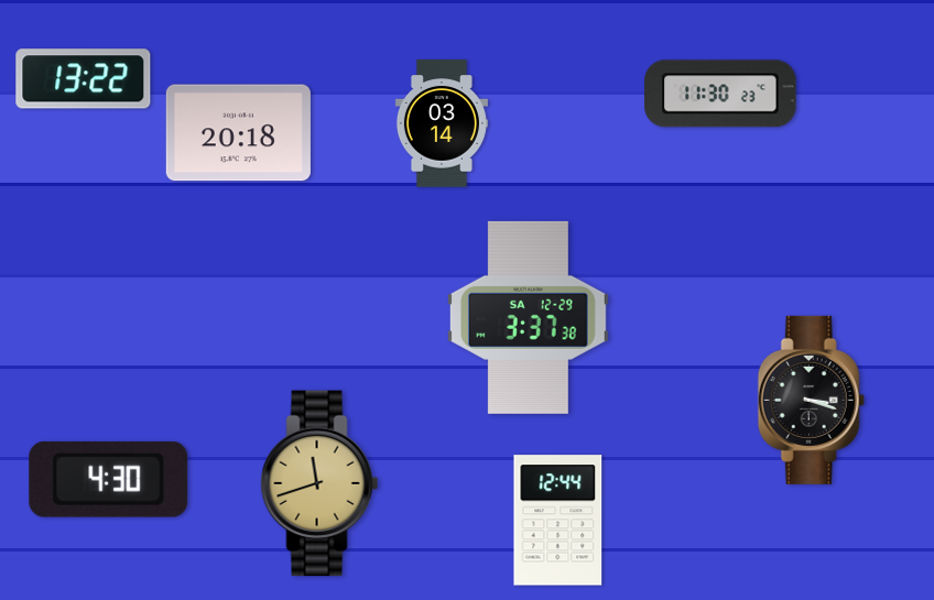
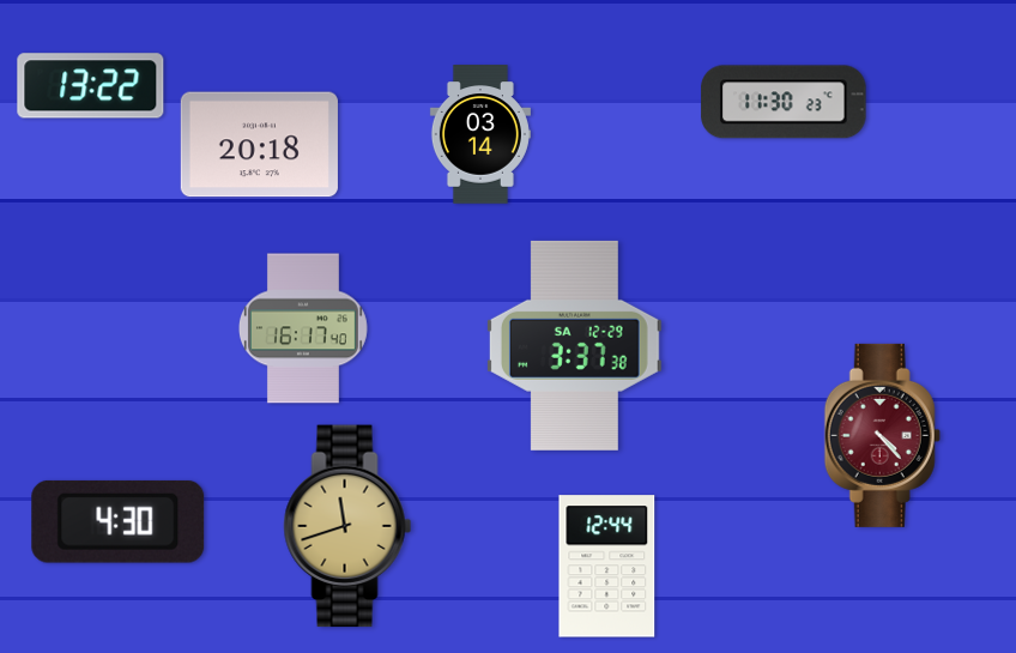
clock at (303, 328): none -> 16:17
clock at (811, 400): 3:18 -> 4:23
clock at (811, 400) dial: black -> burgundy
